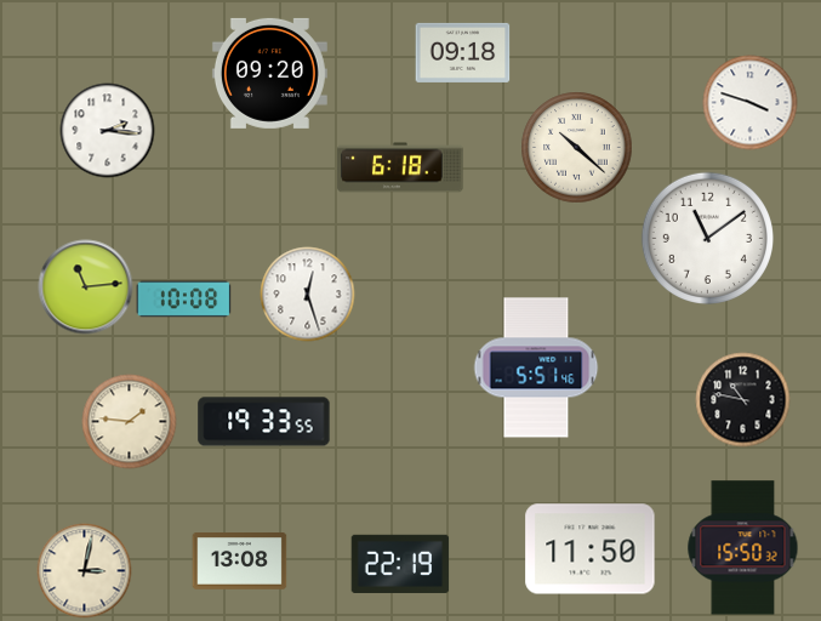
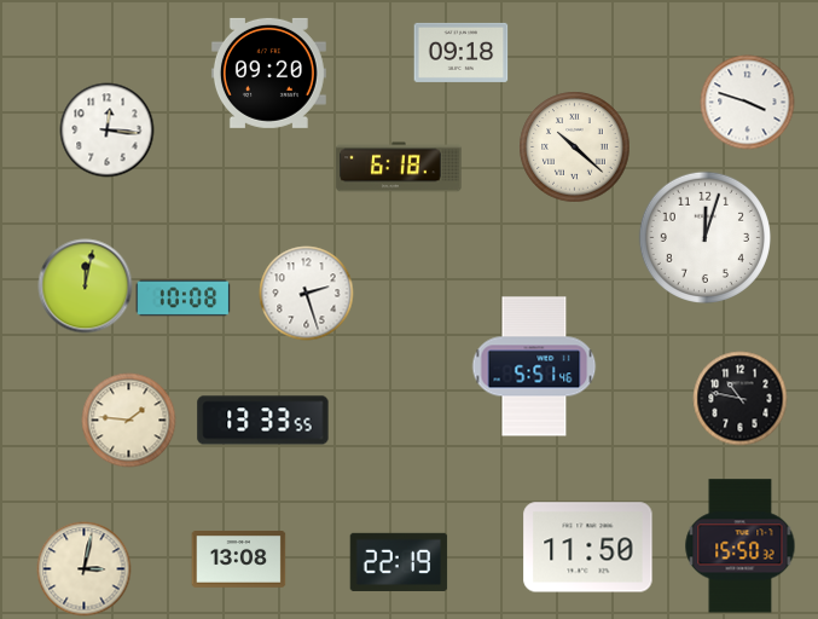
clock at (107, 130): 2:16 -> 12:16
clock at (707, 238): 11:09 -> 12:03
clock at (85, 286): 11:14 -> 12:02
clock at (307, 294): 12:27 -> 2:27
clock at (264, 422): 19:33 -> 13:33
